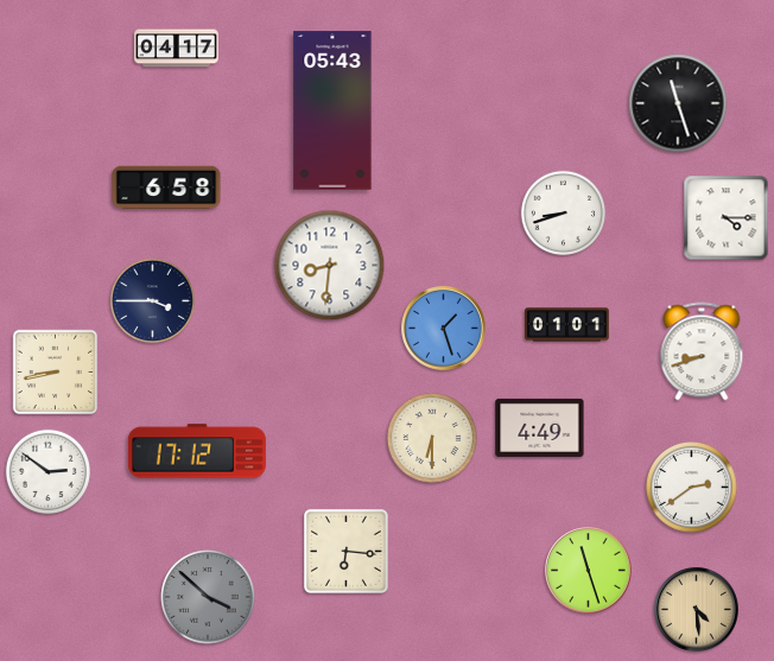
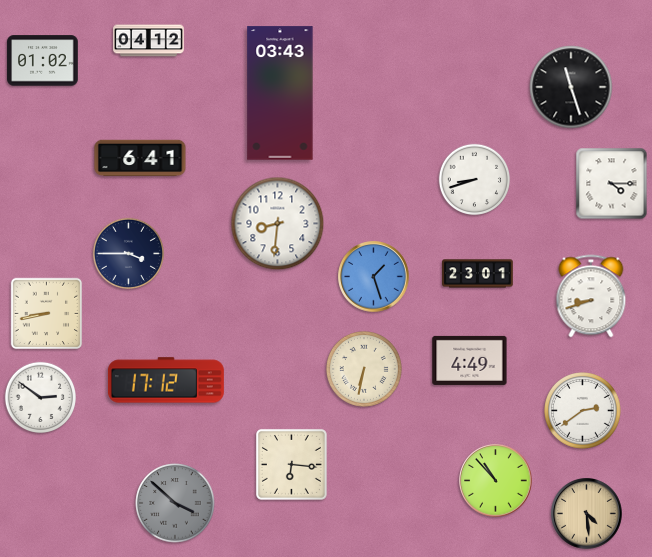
clock at (177, 49): 04:17 -> 04:12
clock at (43, 61): none -> 01:02
clock at (332, 110): 05:43 -> 03:43
clock at (166, 188): 6:58 -> 6:41
clock at (567, 325): 01:01 -> 23:01
clock at (540, 427) position: (540, 427) -> (470, 360)
clock at (432, 438): 6:30 -> 6:32
clock at (589, 571): 11:27 -> 10:53
